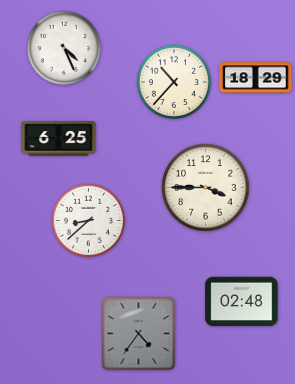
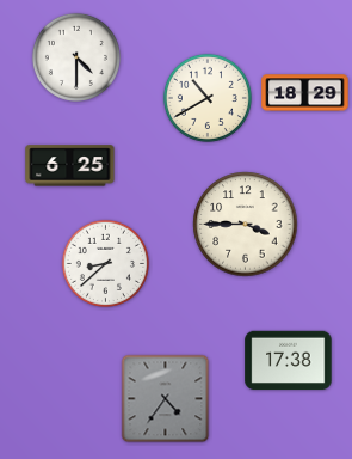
clock at (64, 48): 4:26 -> 4:30
clock at (174, 82): 10:37 -> 10:40
clock at (242, 302): 02:48 -> 17:38
